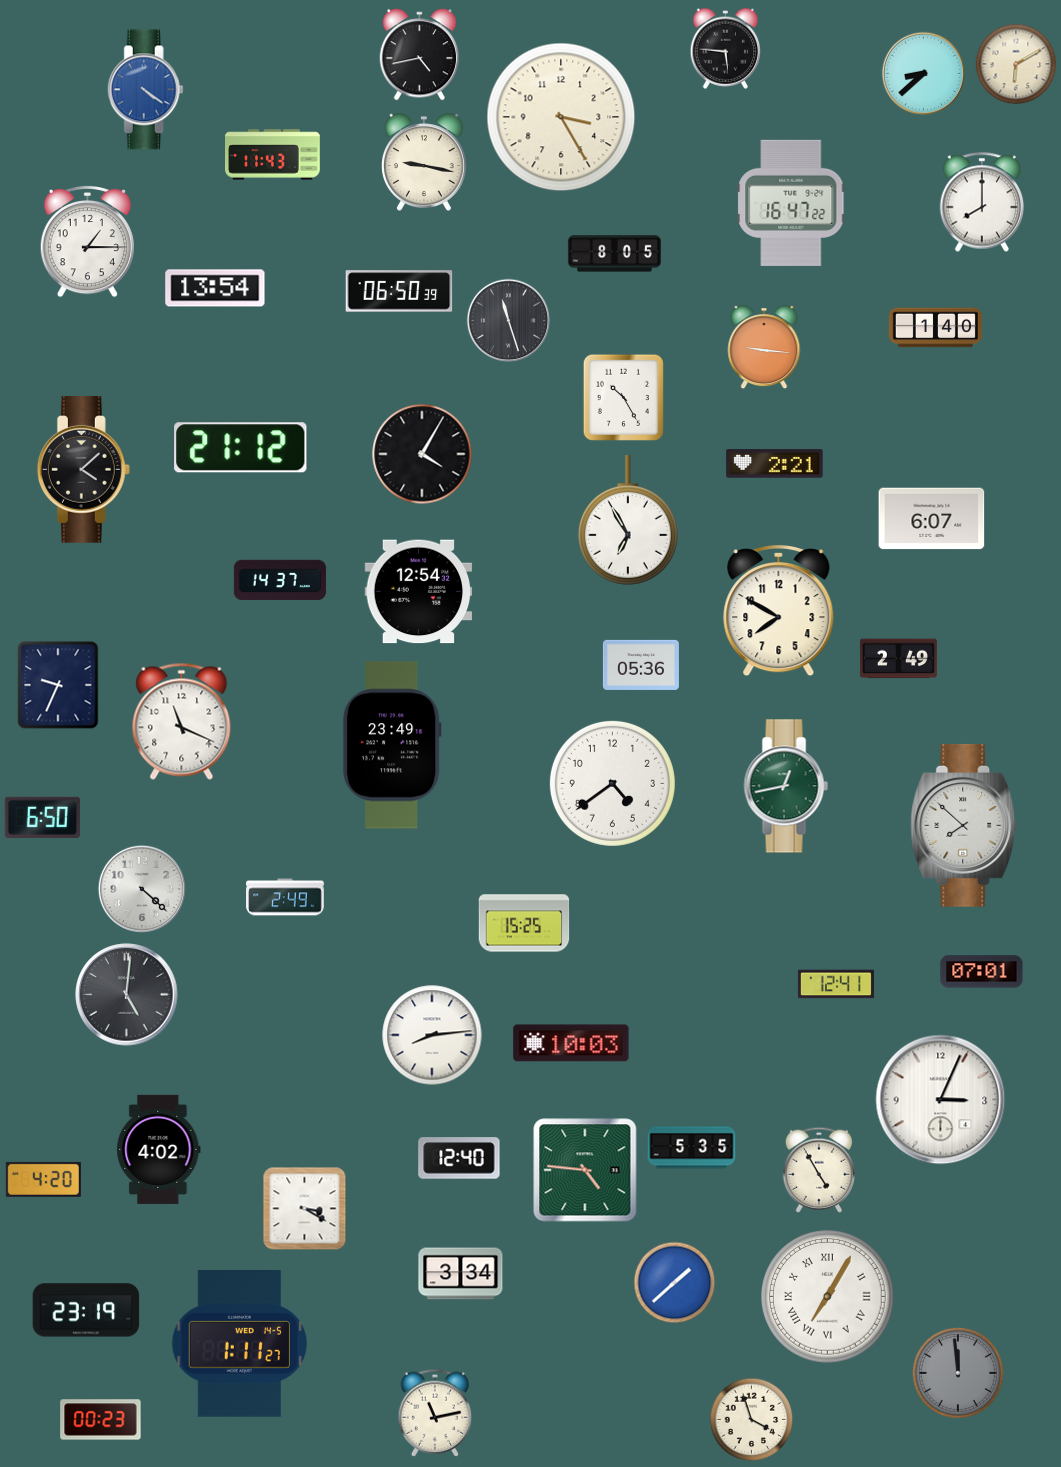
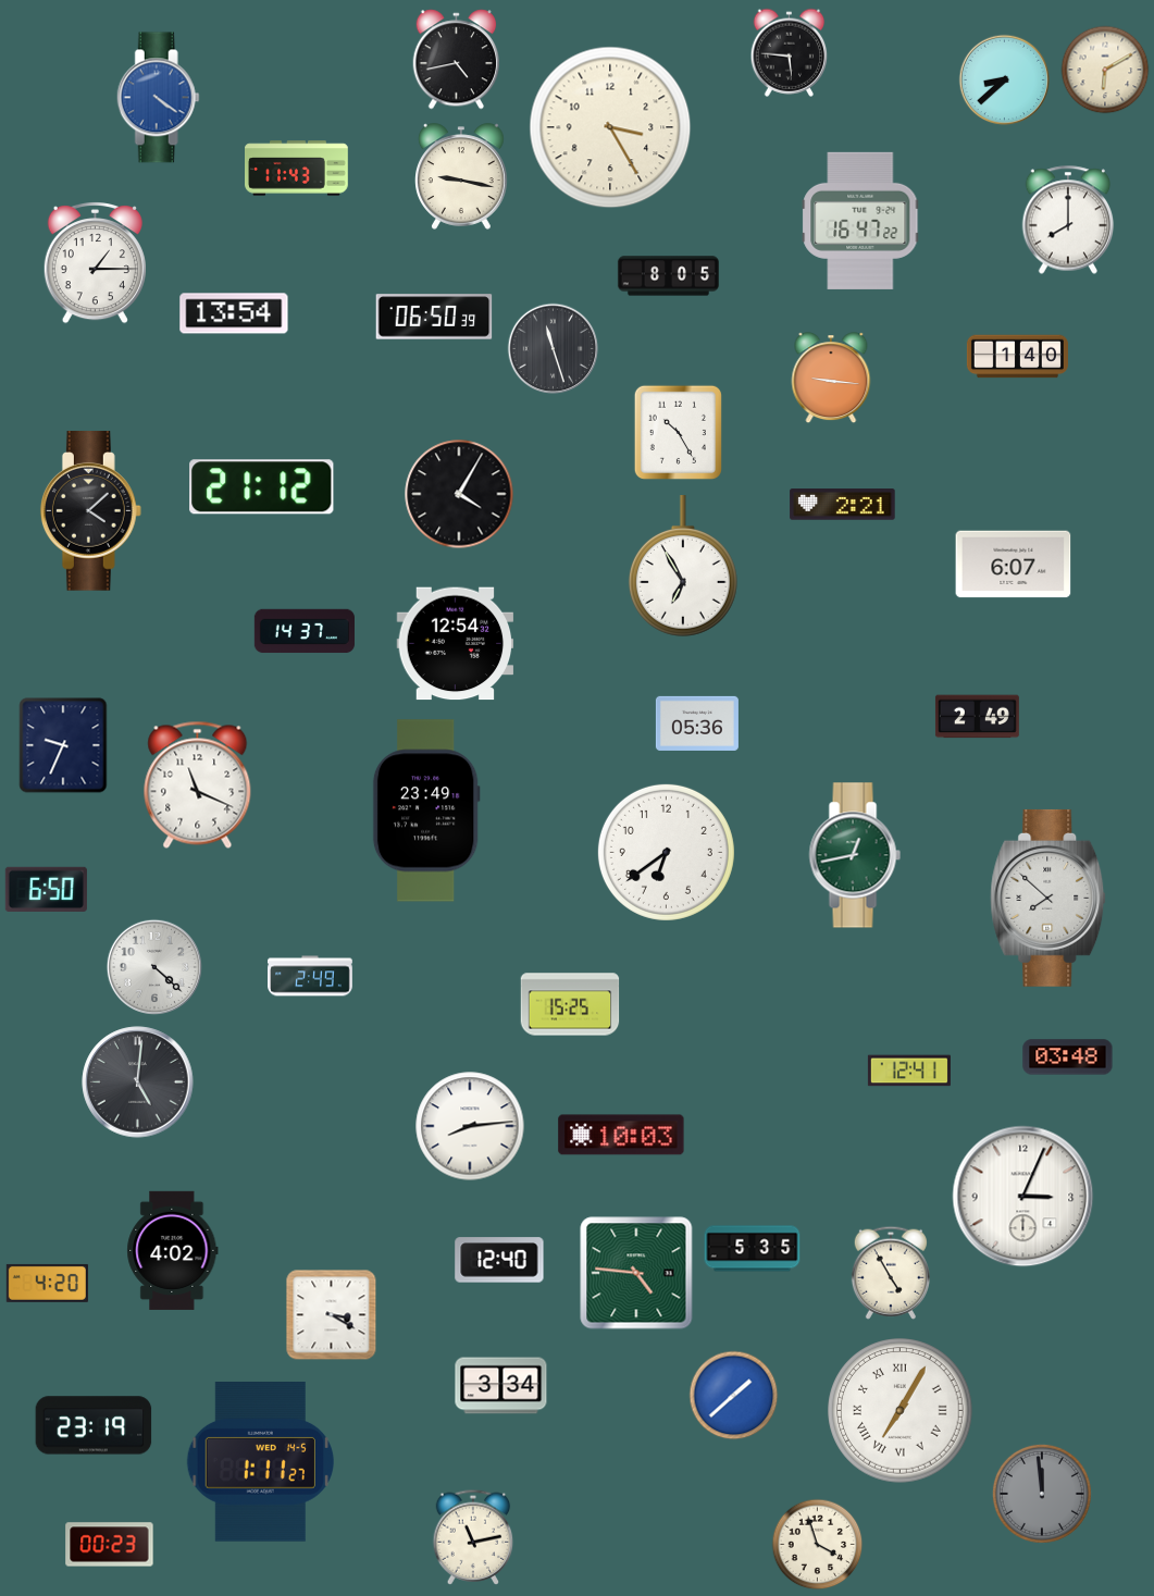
clock at (779, 611): 7:50 -> none
clock at (612, 783): 4:39 -> 6:39
clock at (982, 972): 07:01 -> 03:48
